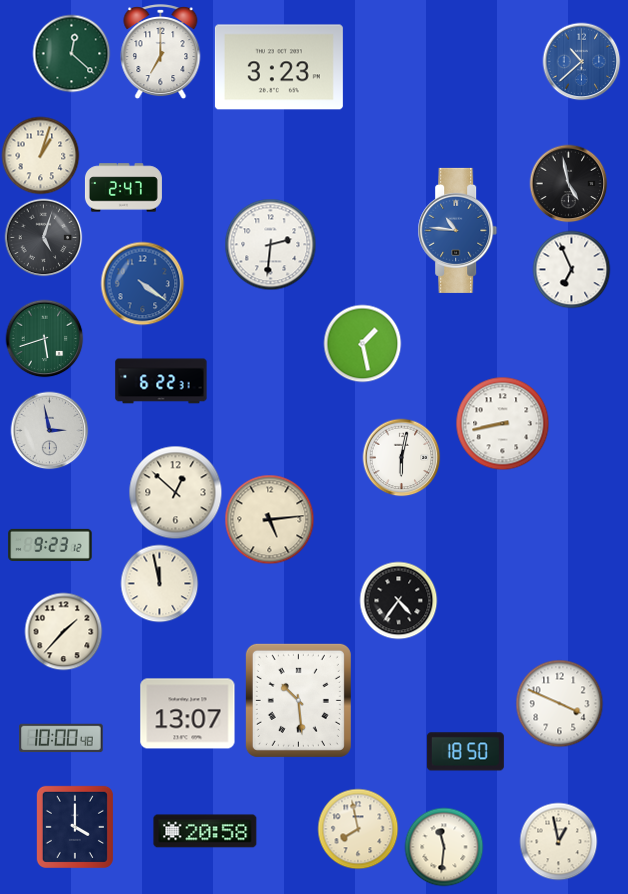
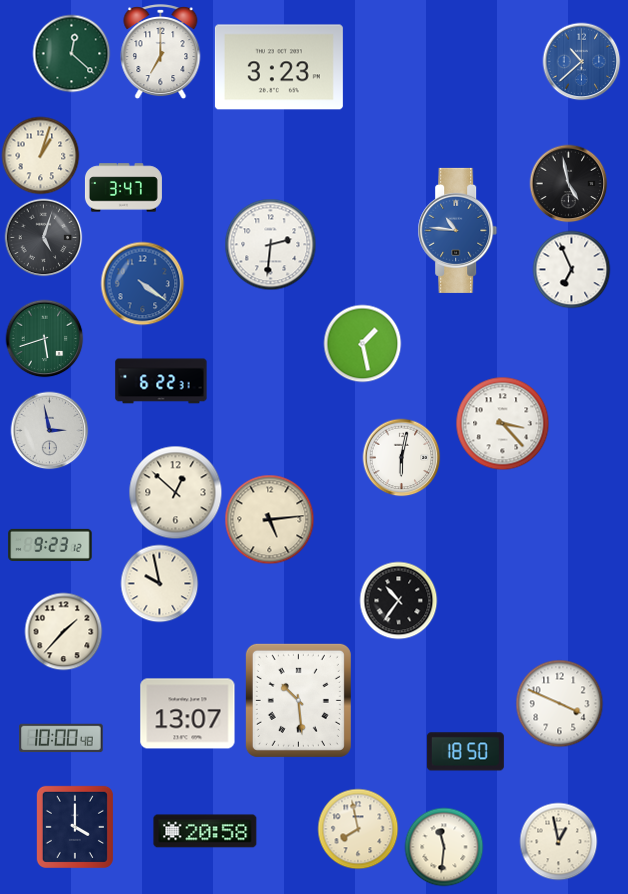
clock at (123, 188): 2:47 -> 3:47
clock at (502, 423): 8:43 -> 3:23
clock at (159, 583): 11:58 -> 9:58
clock at (398, 600): 4:36 -> 10:36
